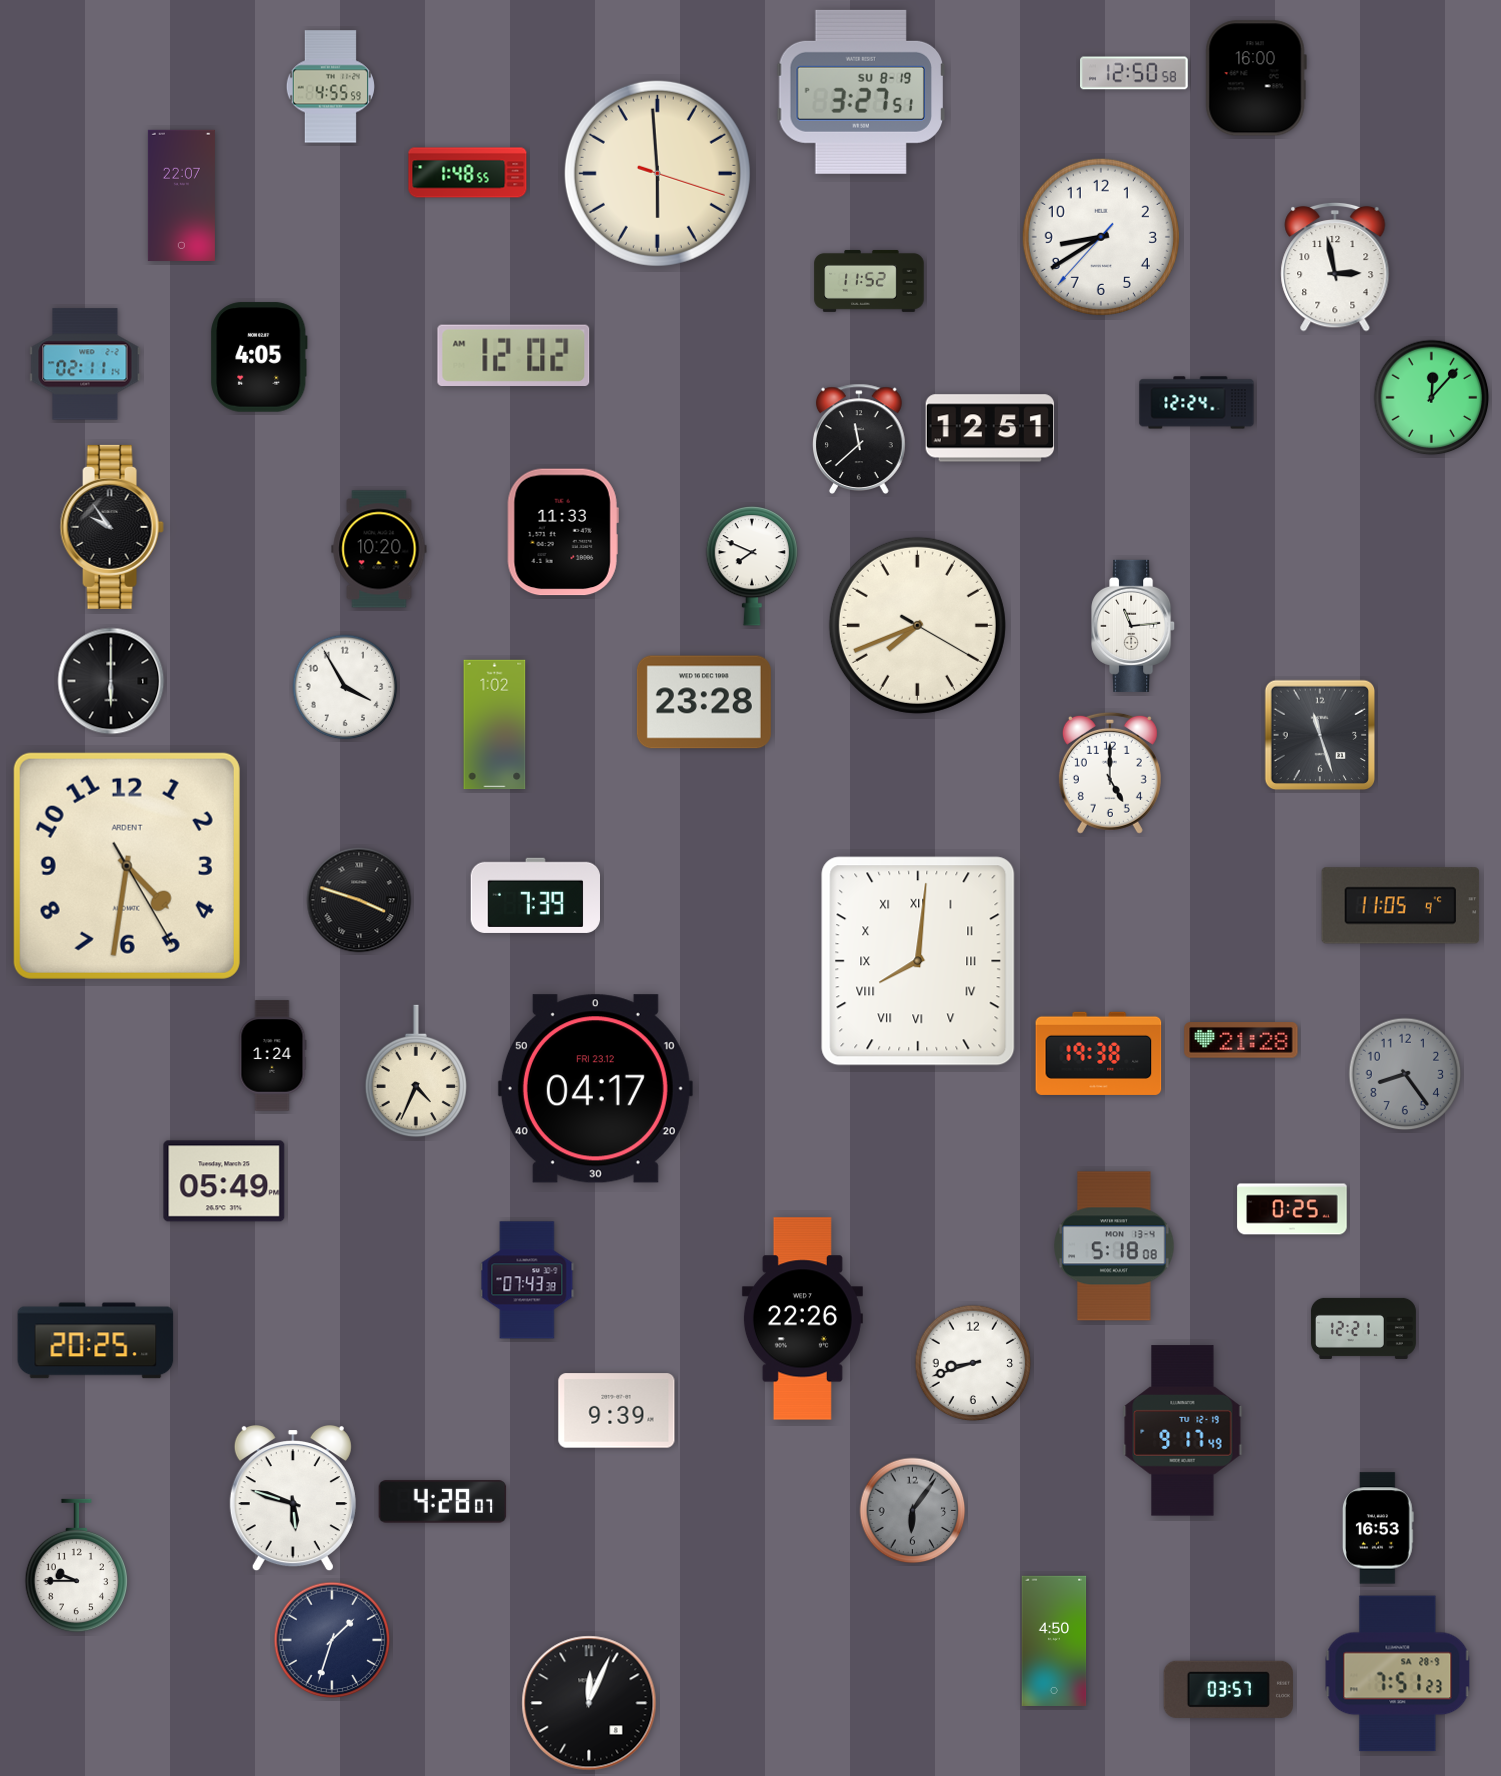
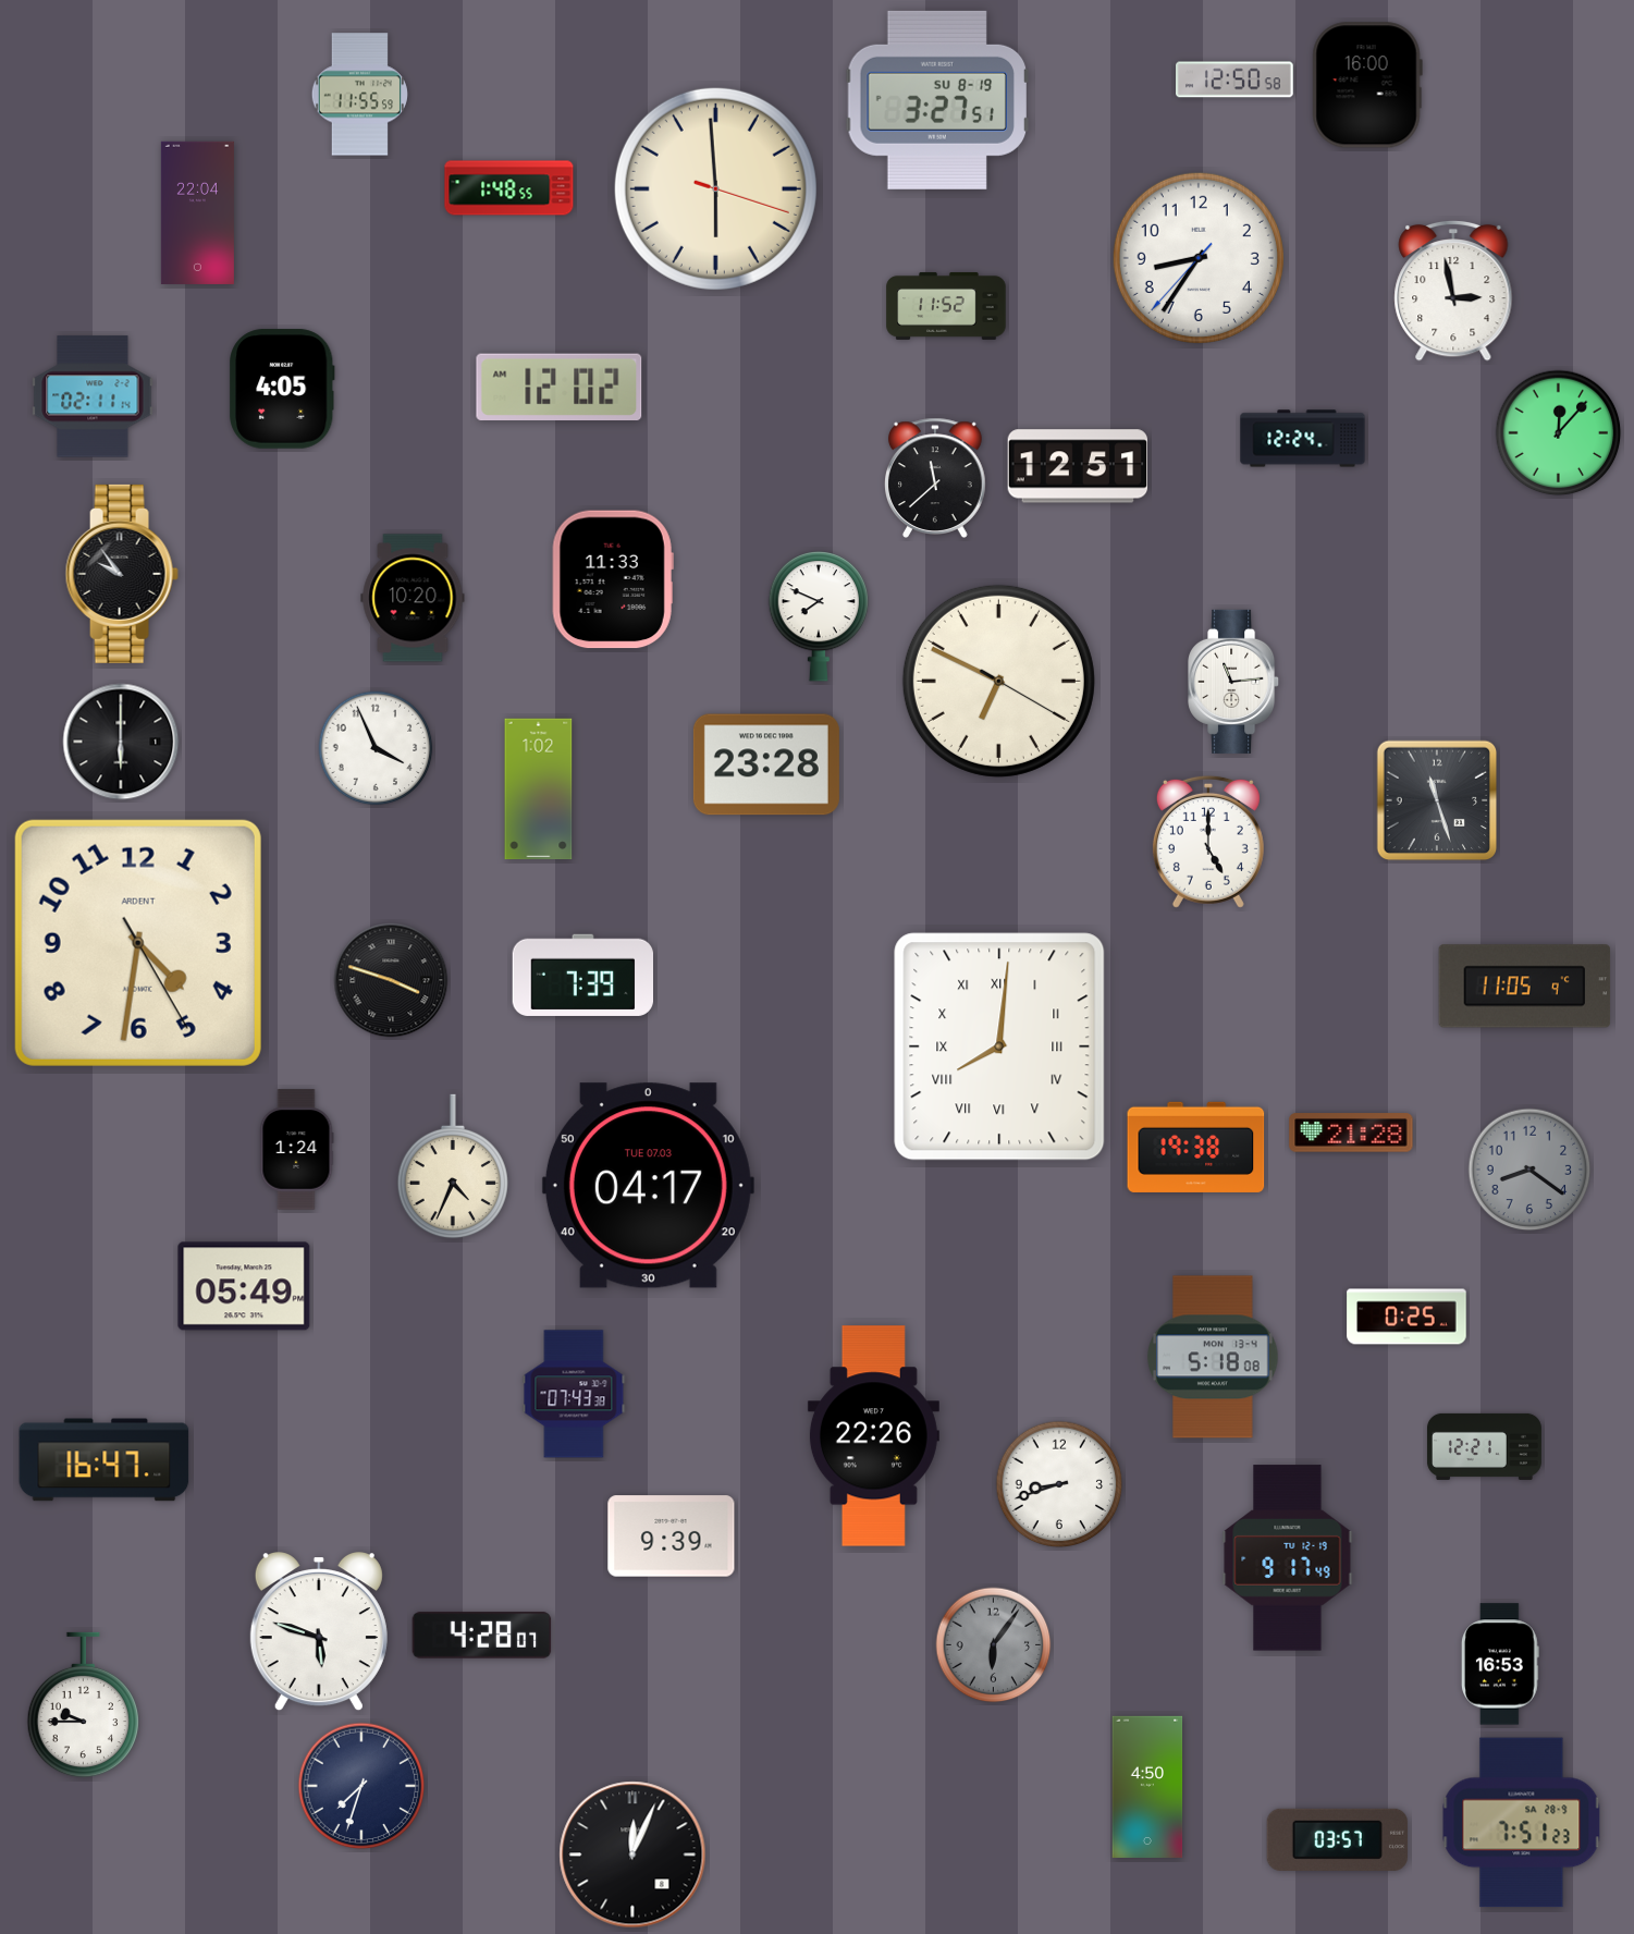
clock at (330, 87): 4:55 -> 11:55
clock at (181, 195): 22:07 -> 22:04
clock at (1101, 237): 8:39 -> 8:35
clock at (917, 625): 7:41 -> 6:49
clock at (345, 687): 3:55 -> 3:56
clock at (1405, 1074): 8:24 -> 8:21
clock at (595, 1089) date: FRI 23.12 -> TUE 07.03
clock at (96, 1341): 20:25 -> 16:47
clock at (332, 1640): 1:33 -> 7:33
clock at (589, 1703) position: (589, 1703) -> (632, 1855)
